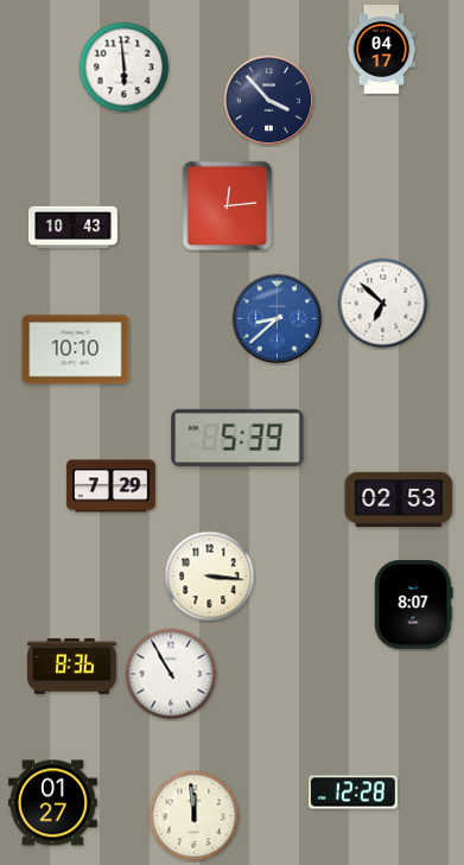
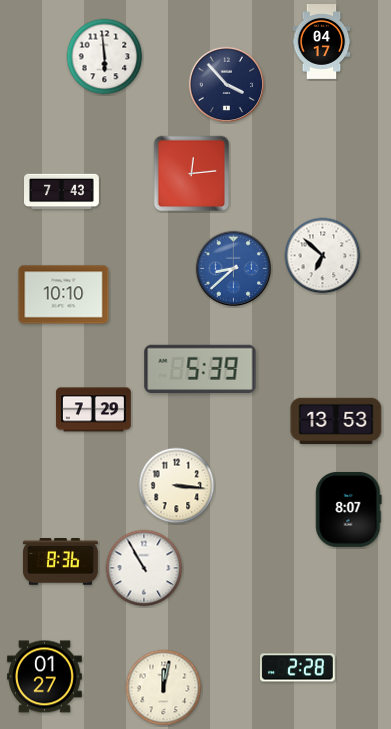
clock at (74, 228): 10:43 -> 7:43
clock at (399, 498): 02:53 -> 13:53
clock at (352, 793): 12:28 -> 2:28
clock at (195, 816): 11:59 -> 12:02
